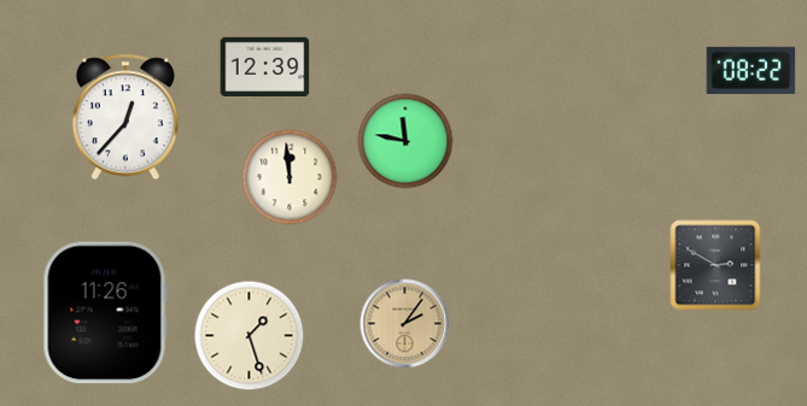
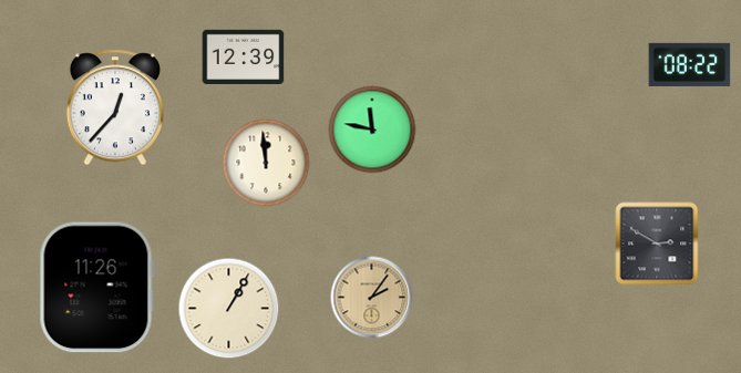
clock at (265, 66) position: (265, 66) -> (244, 56)
clock at (250, 336): 1:27 -> 1:05
